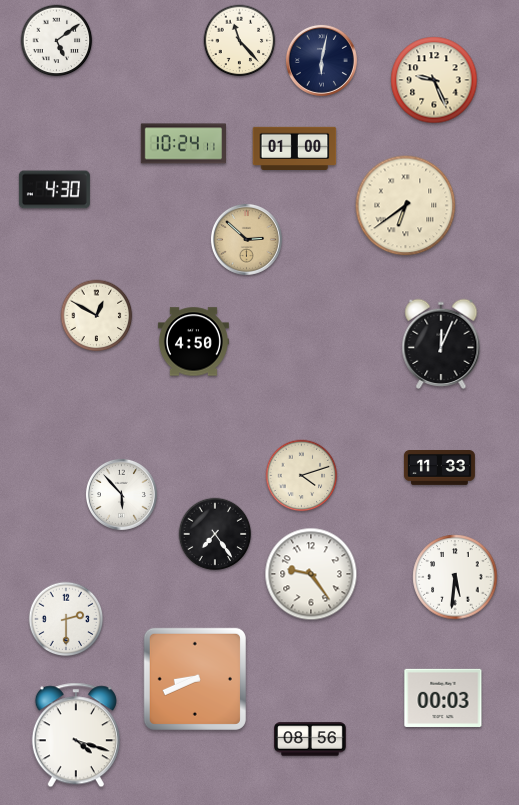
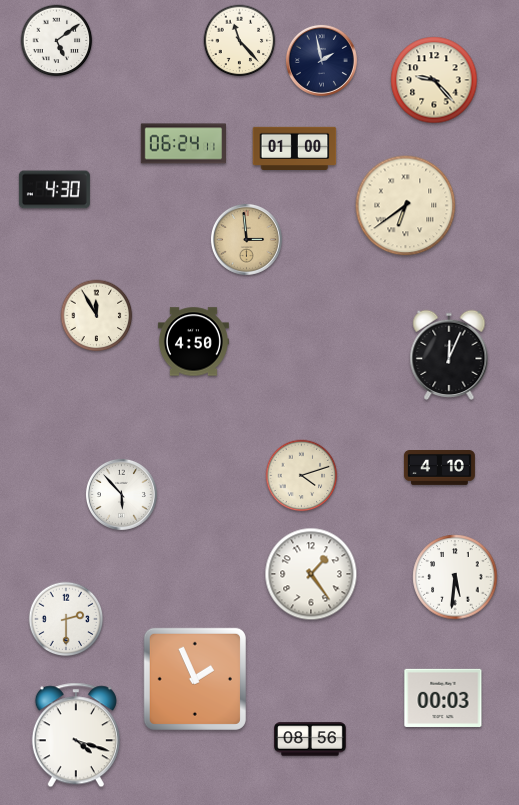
clock at (321, 60): 6:02 -> 1:58
clock at (434, 80): 9:26 -> 9:23
clock at (183, 144): 10:24 -> 06:24
clock at (246, 239): 2:52 -> 2:59
clock at (97, 316): 12:50 -> 11:55
clock at (441, 344) position: (441, 344) -> (449, 355)
clock at (439, 468): 11:33 -> 4:10
clock at (215, 534): 7:24 -> none
clock at (311, 574): 9:24 -> 1:24
clock at (195, 679): 8:41 -> 1:56
